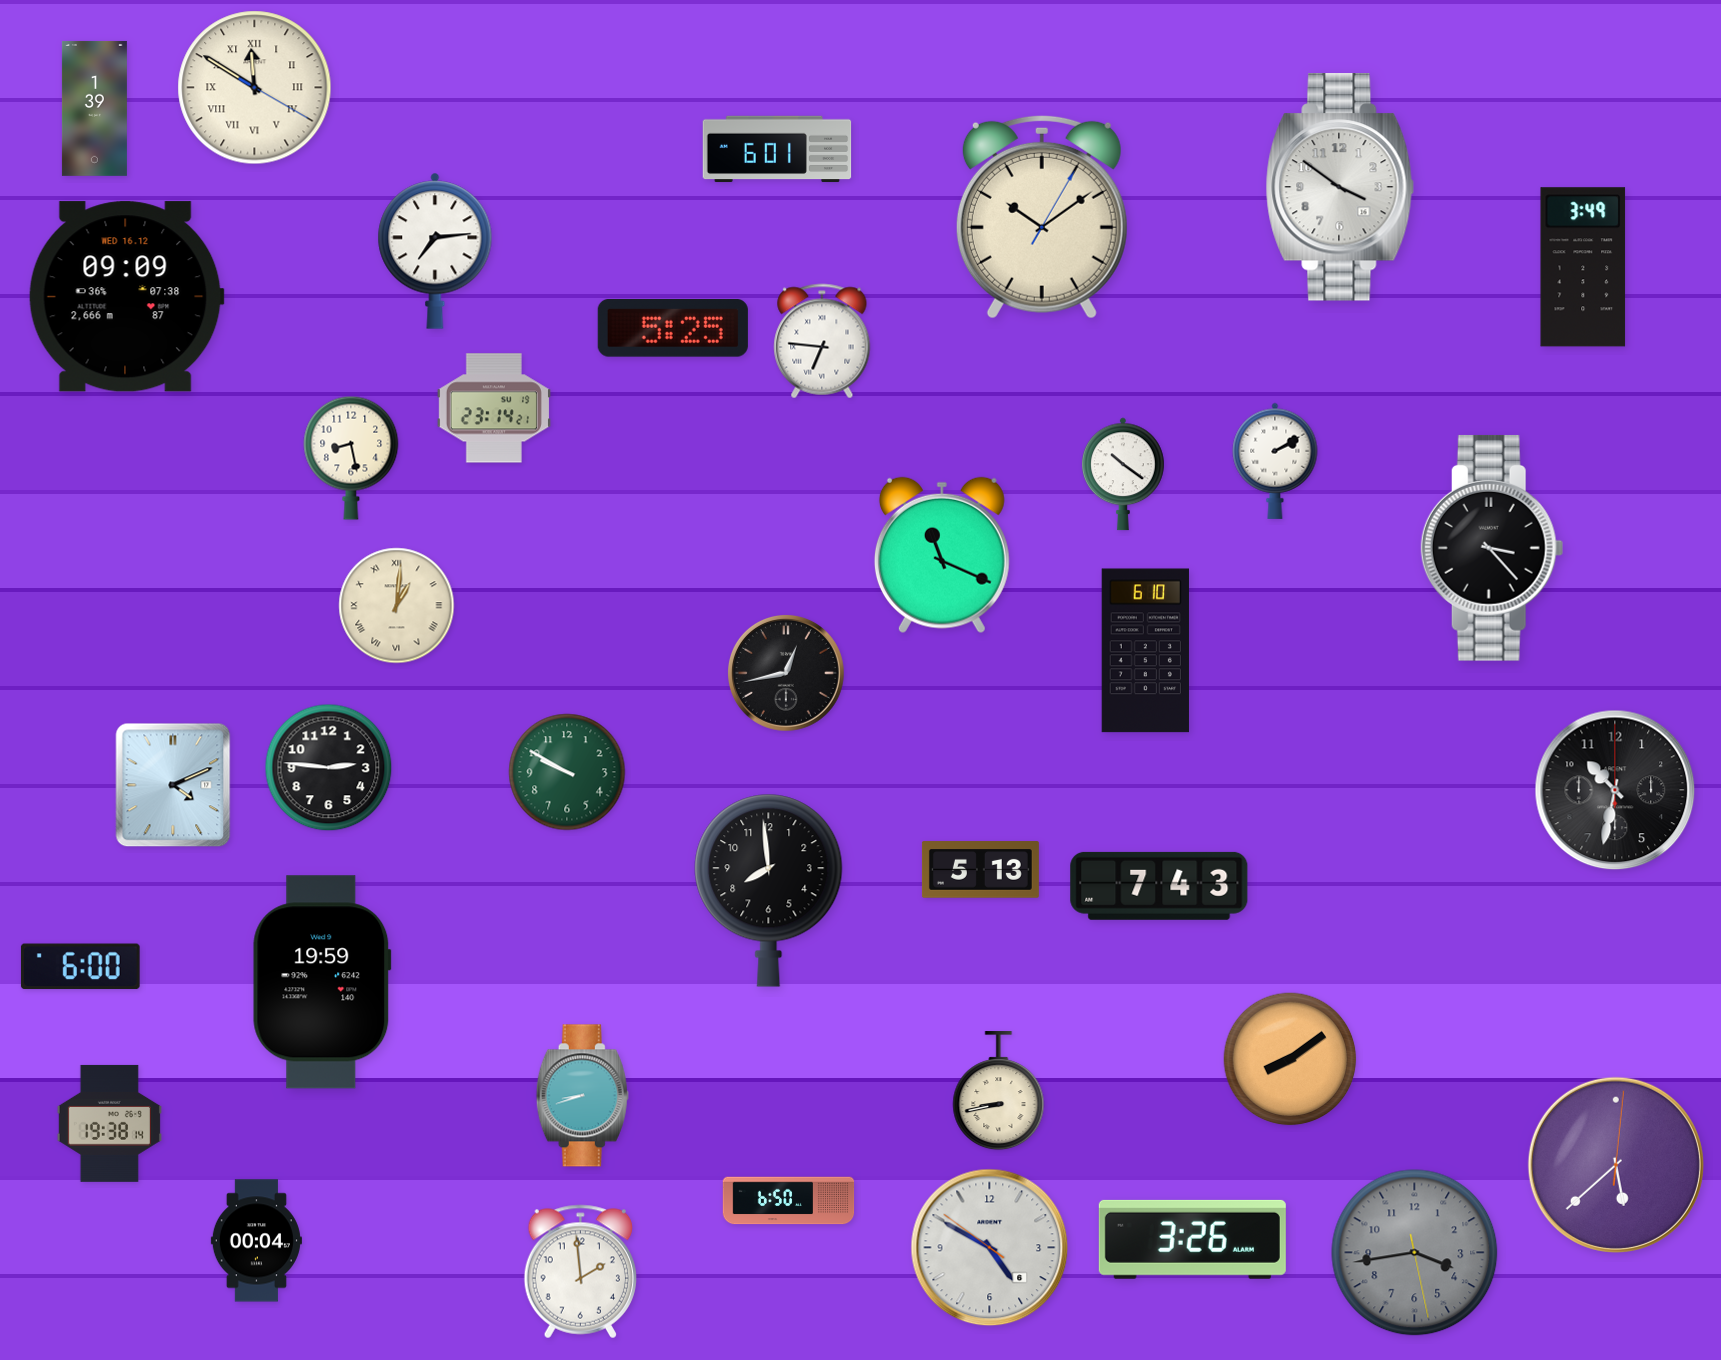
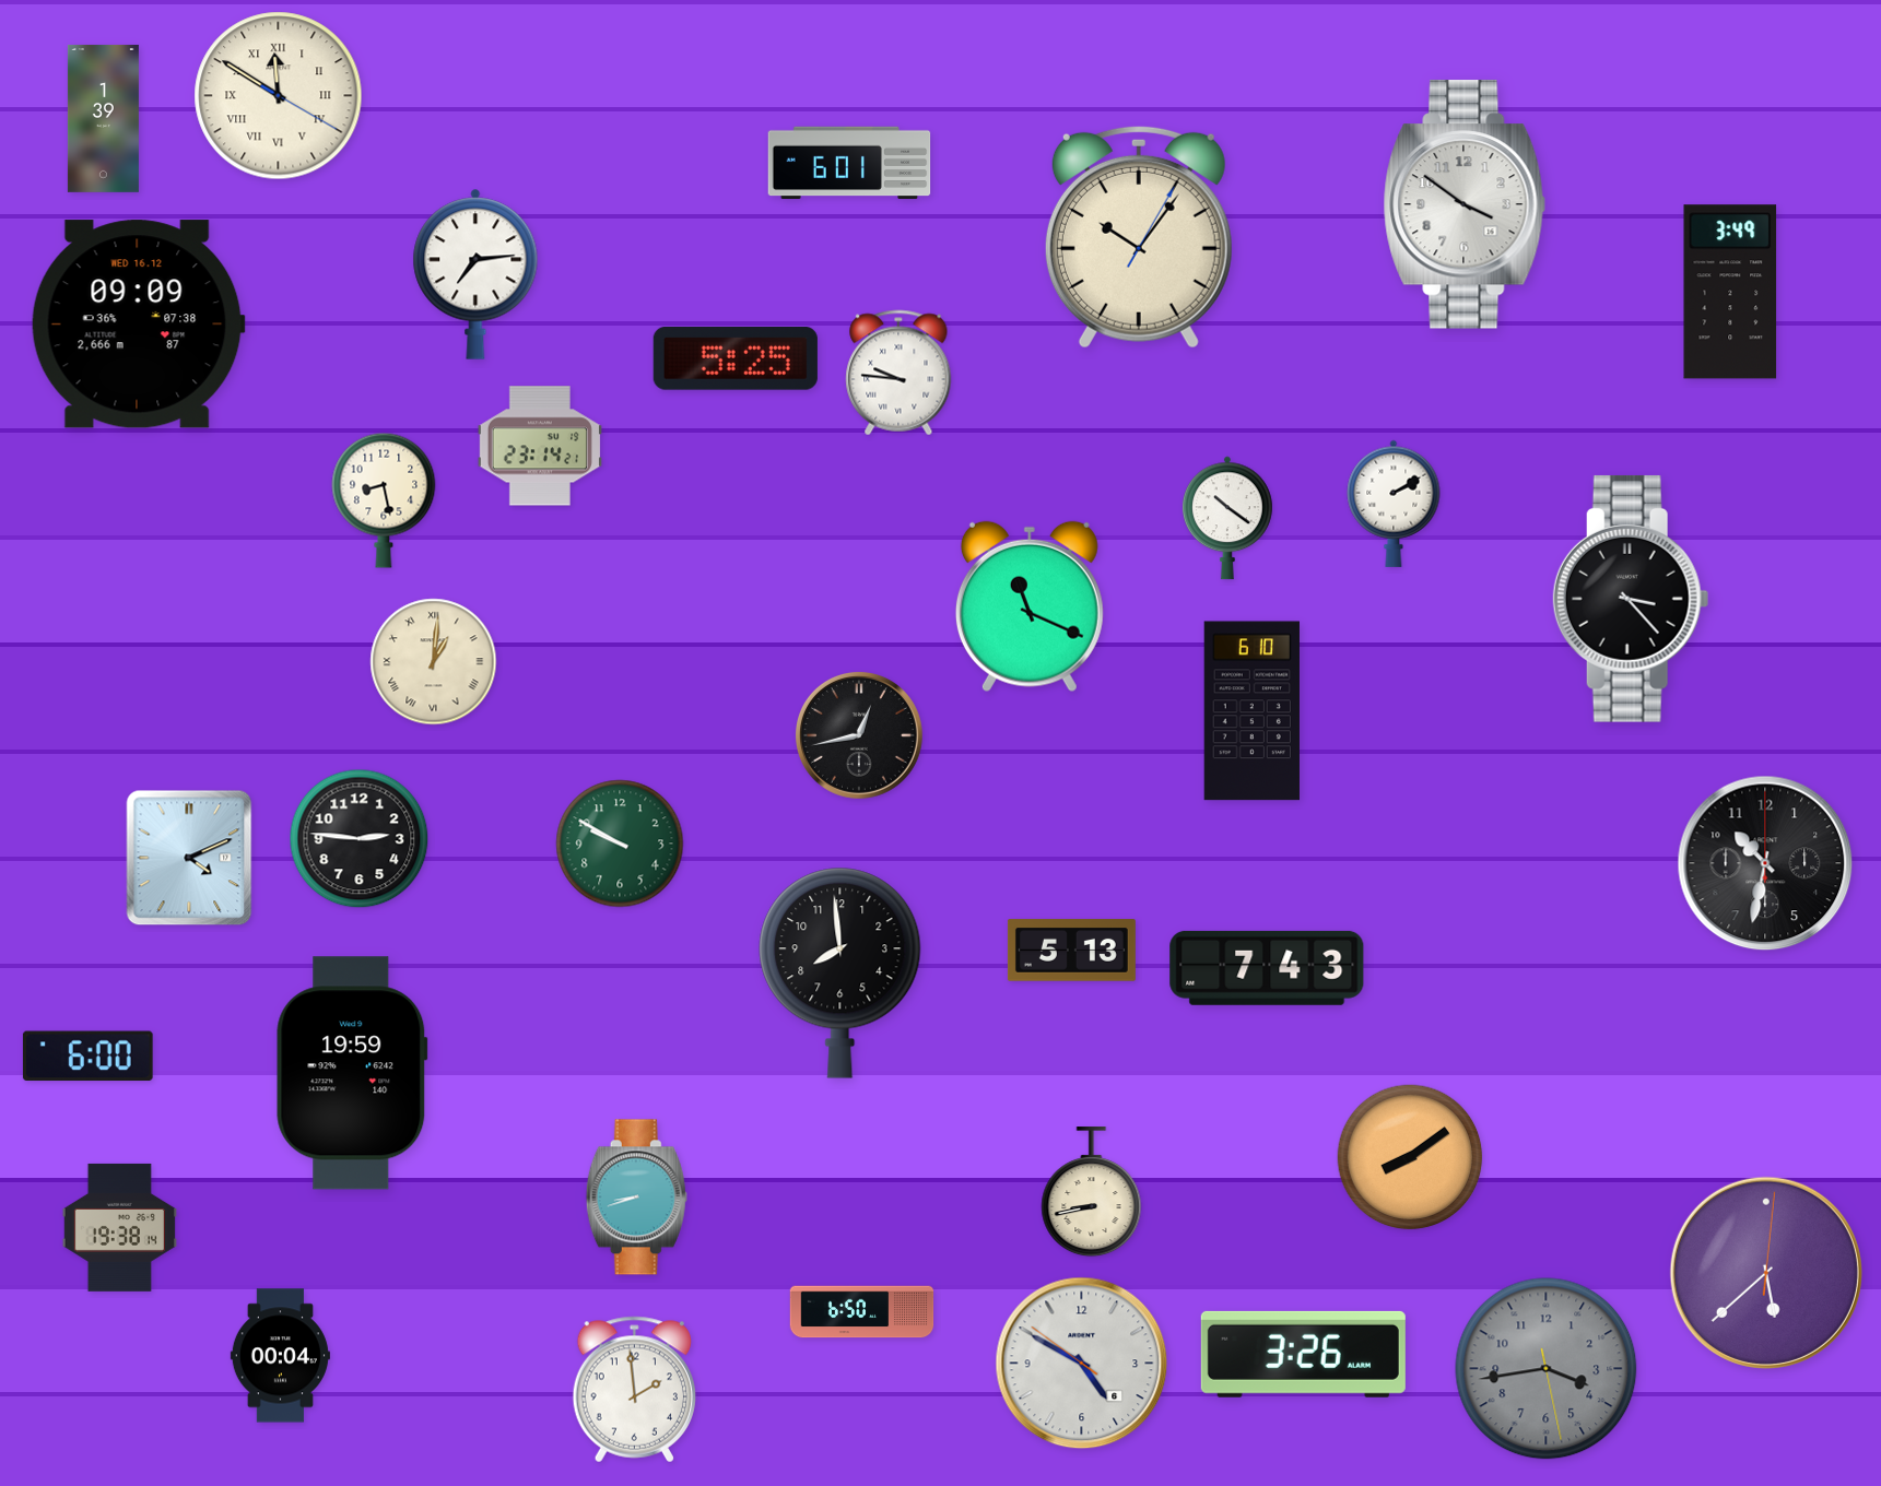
clock at (1042, 217): 10:09 -> 10:06
clock at (822, 341): 6:46 -> 9:46
